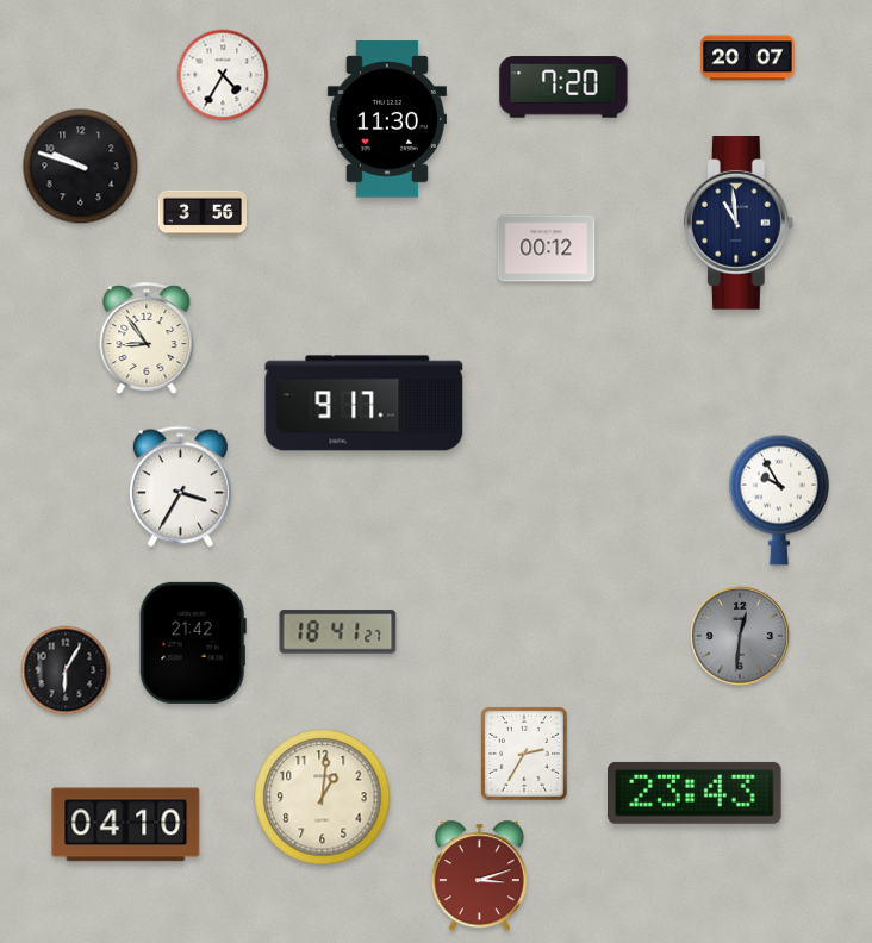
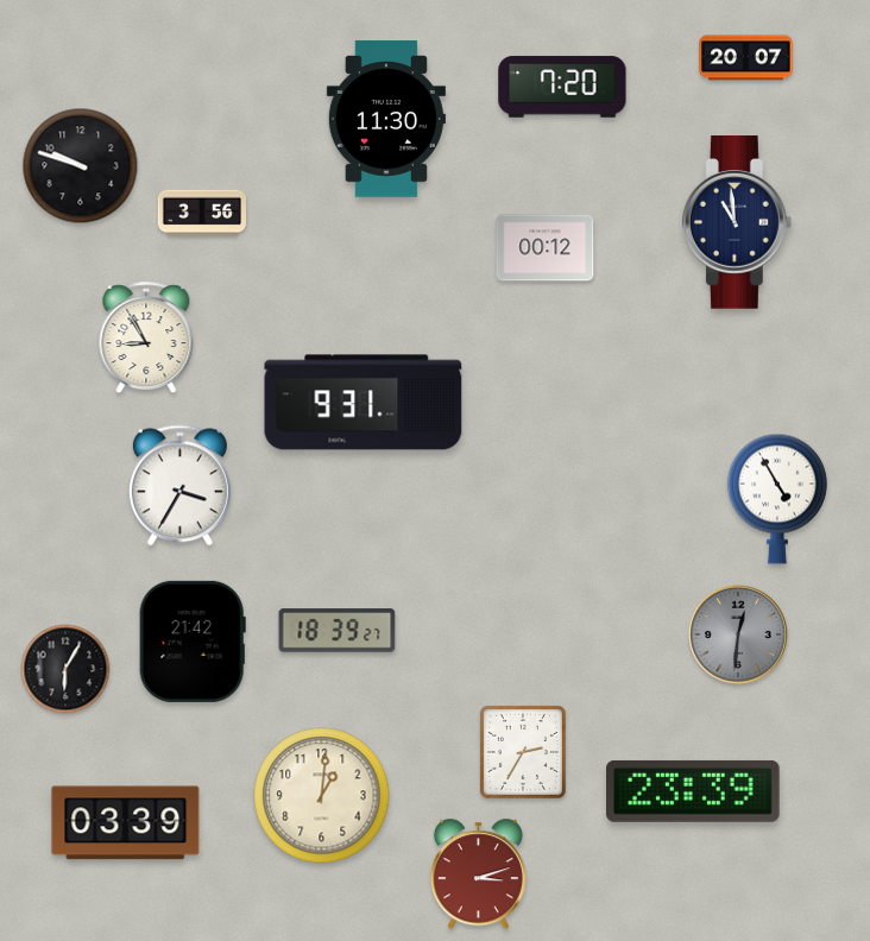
clock at (223, 75): 4:35 -> none
clock at (147, 338): 8:54 -> 8:55
clock at (365, 404): 9:17 -> 9:31
clock at (779, 500): 9:55 -> 4:55
clock at (338, 632): 18:41 -> 18:39
clock at (696, 793): 23:43 -> 23:39
clock at (126, 825): 04:10 -> 03:39
